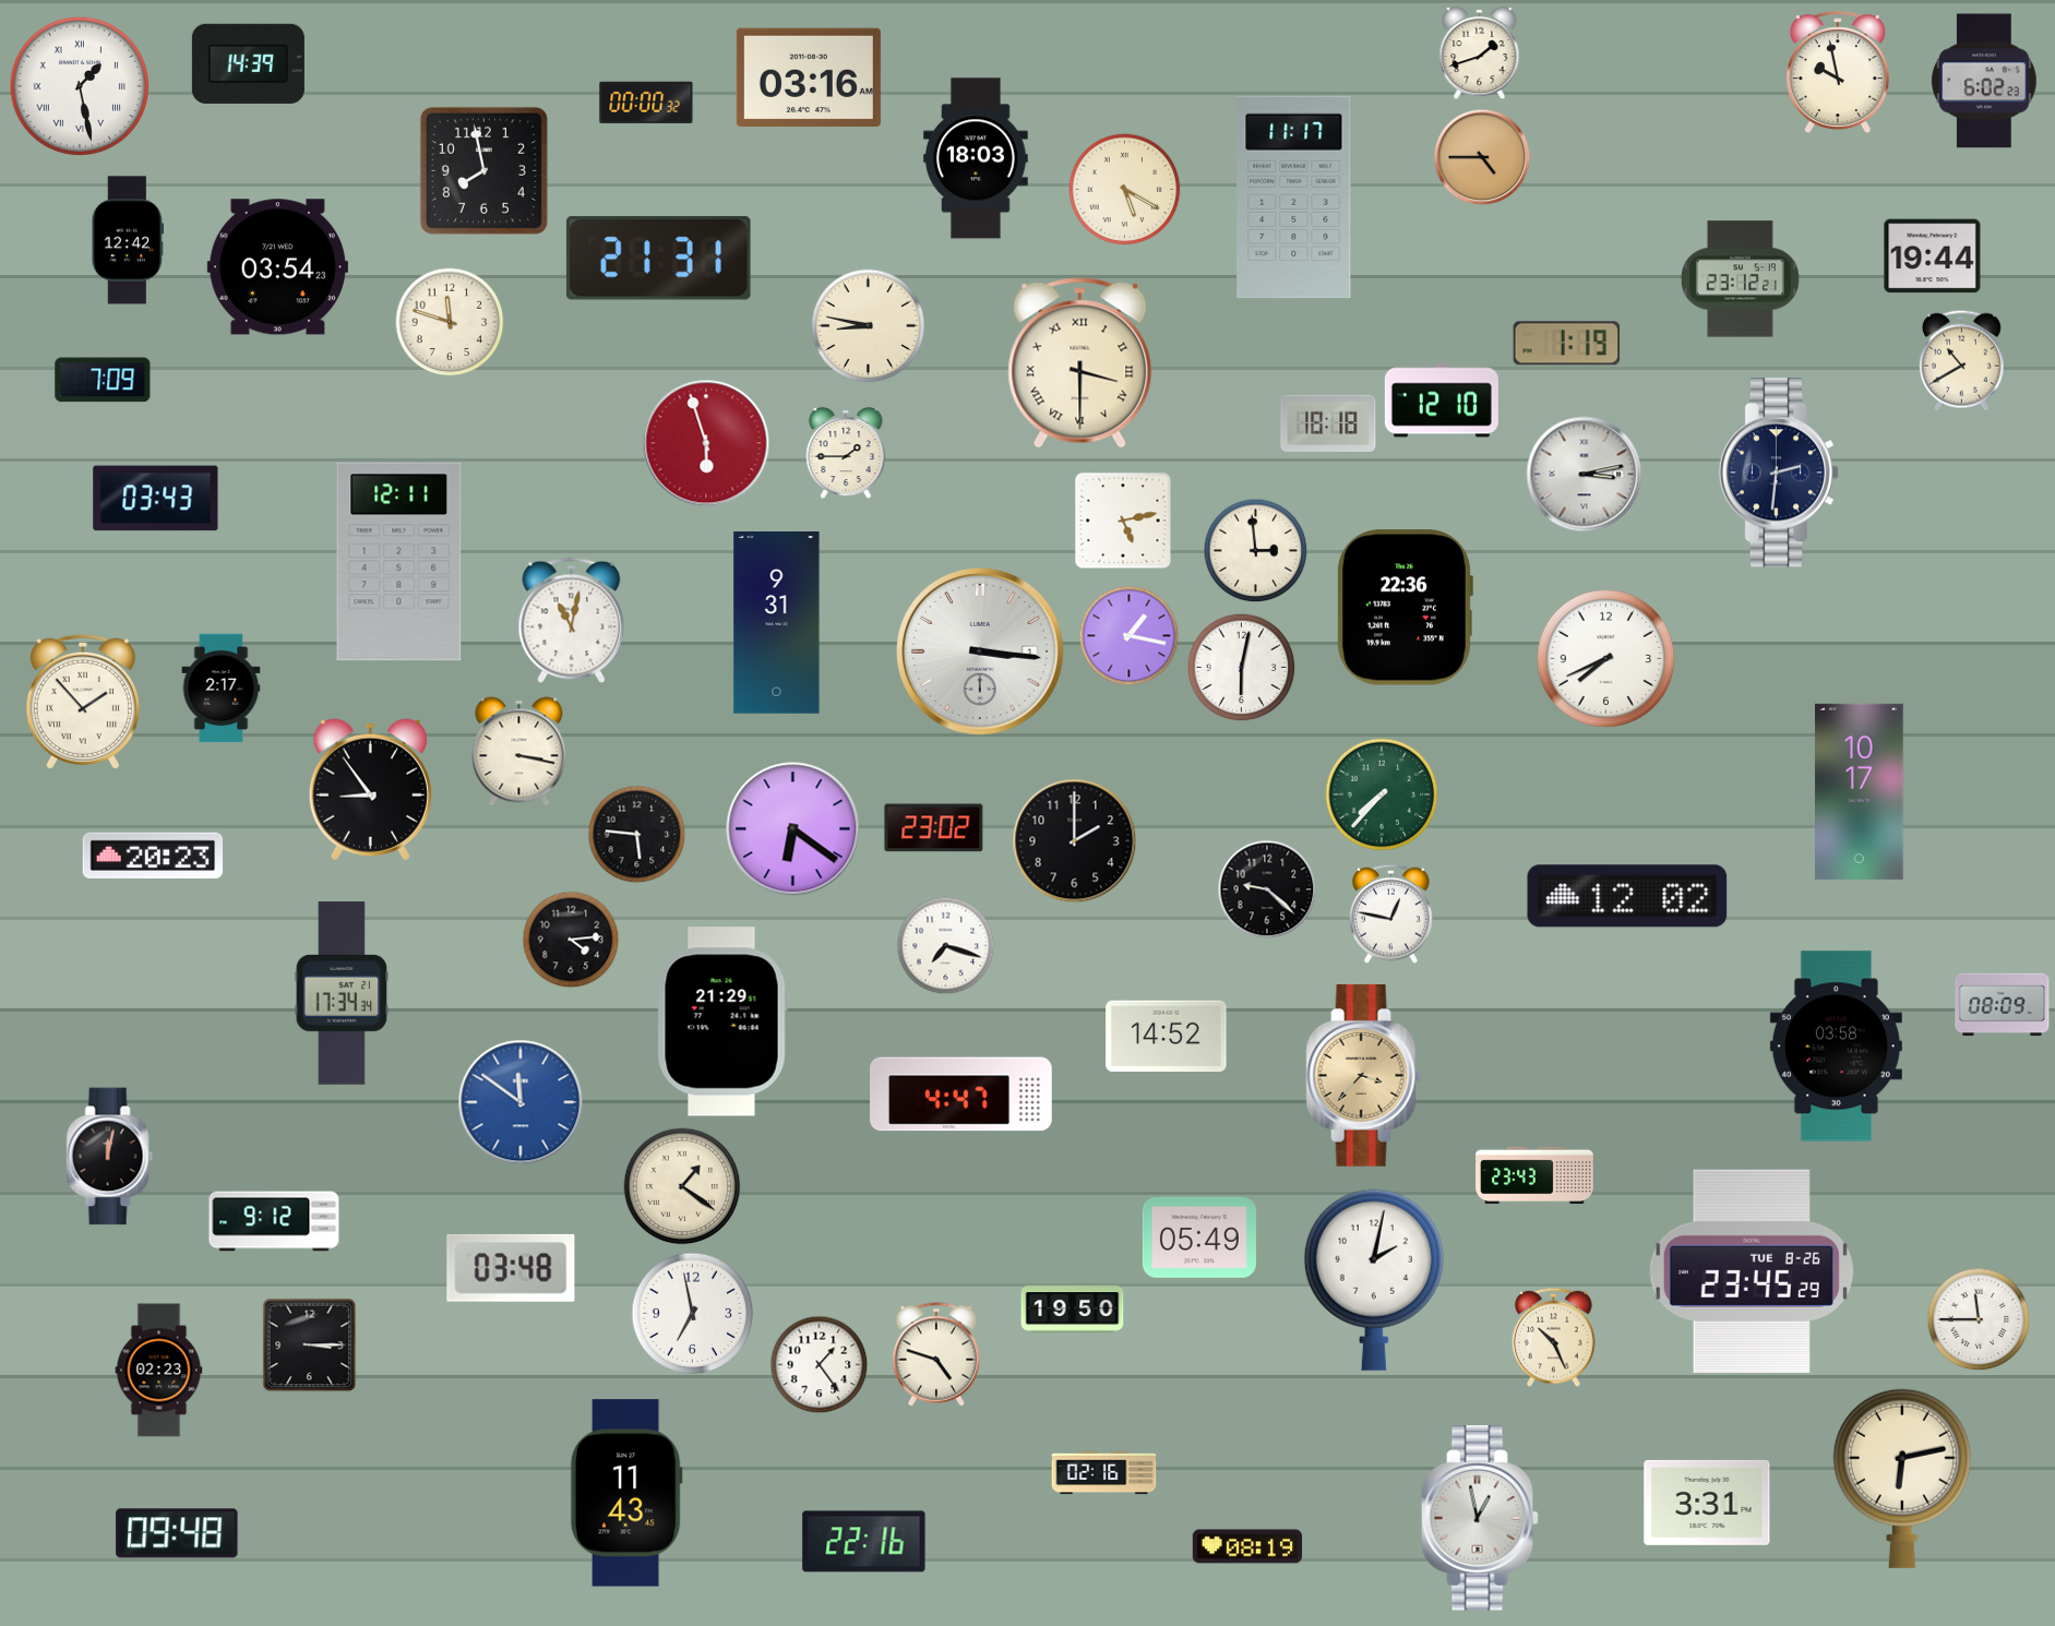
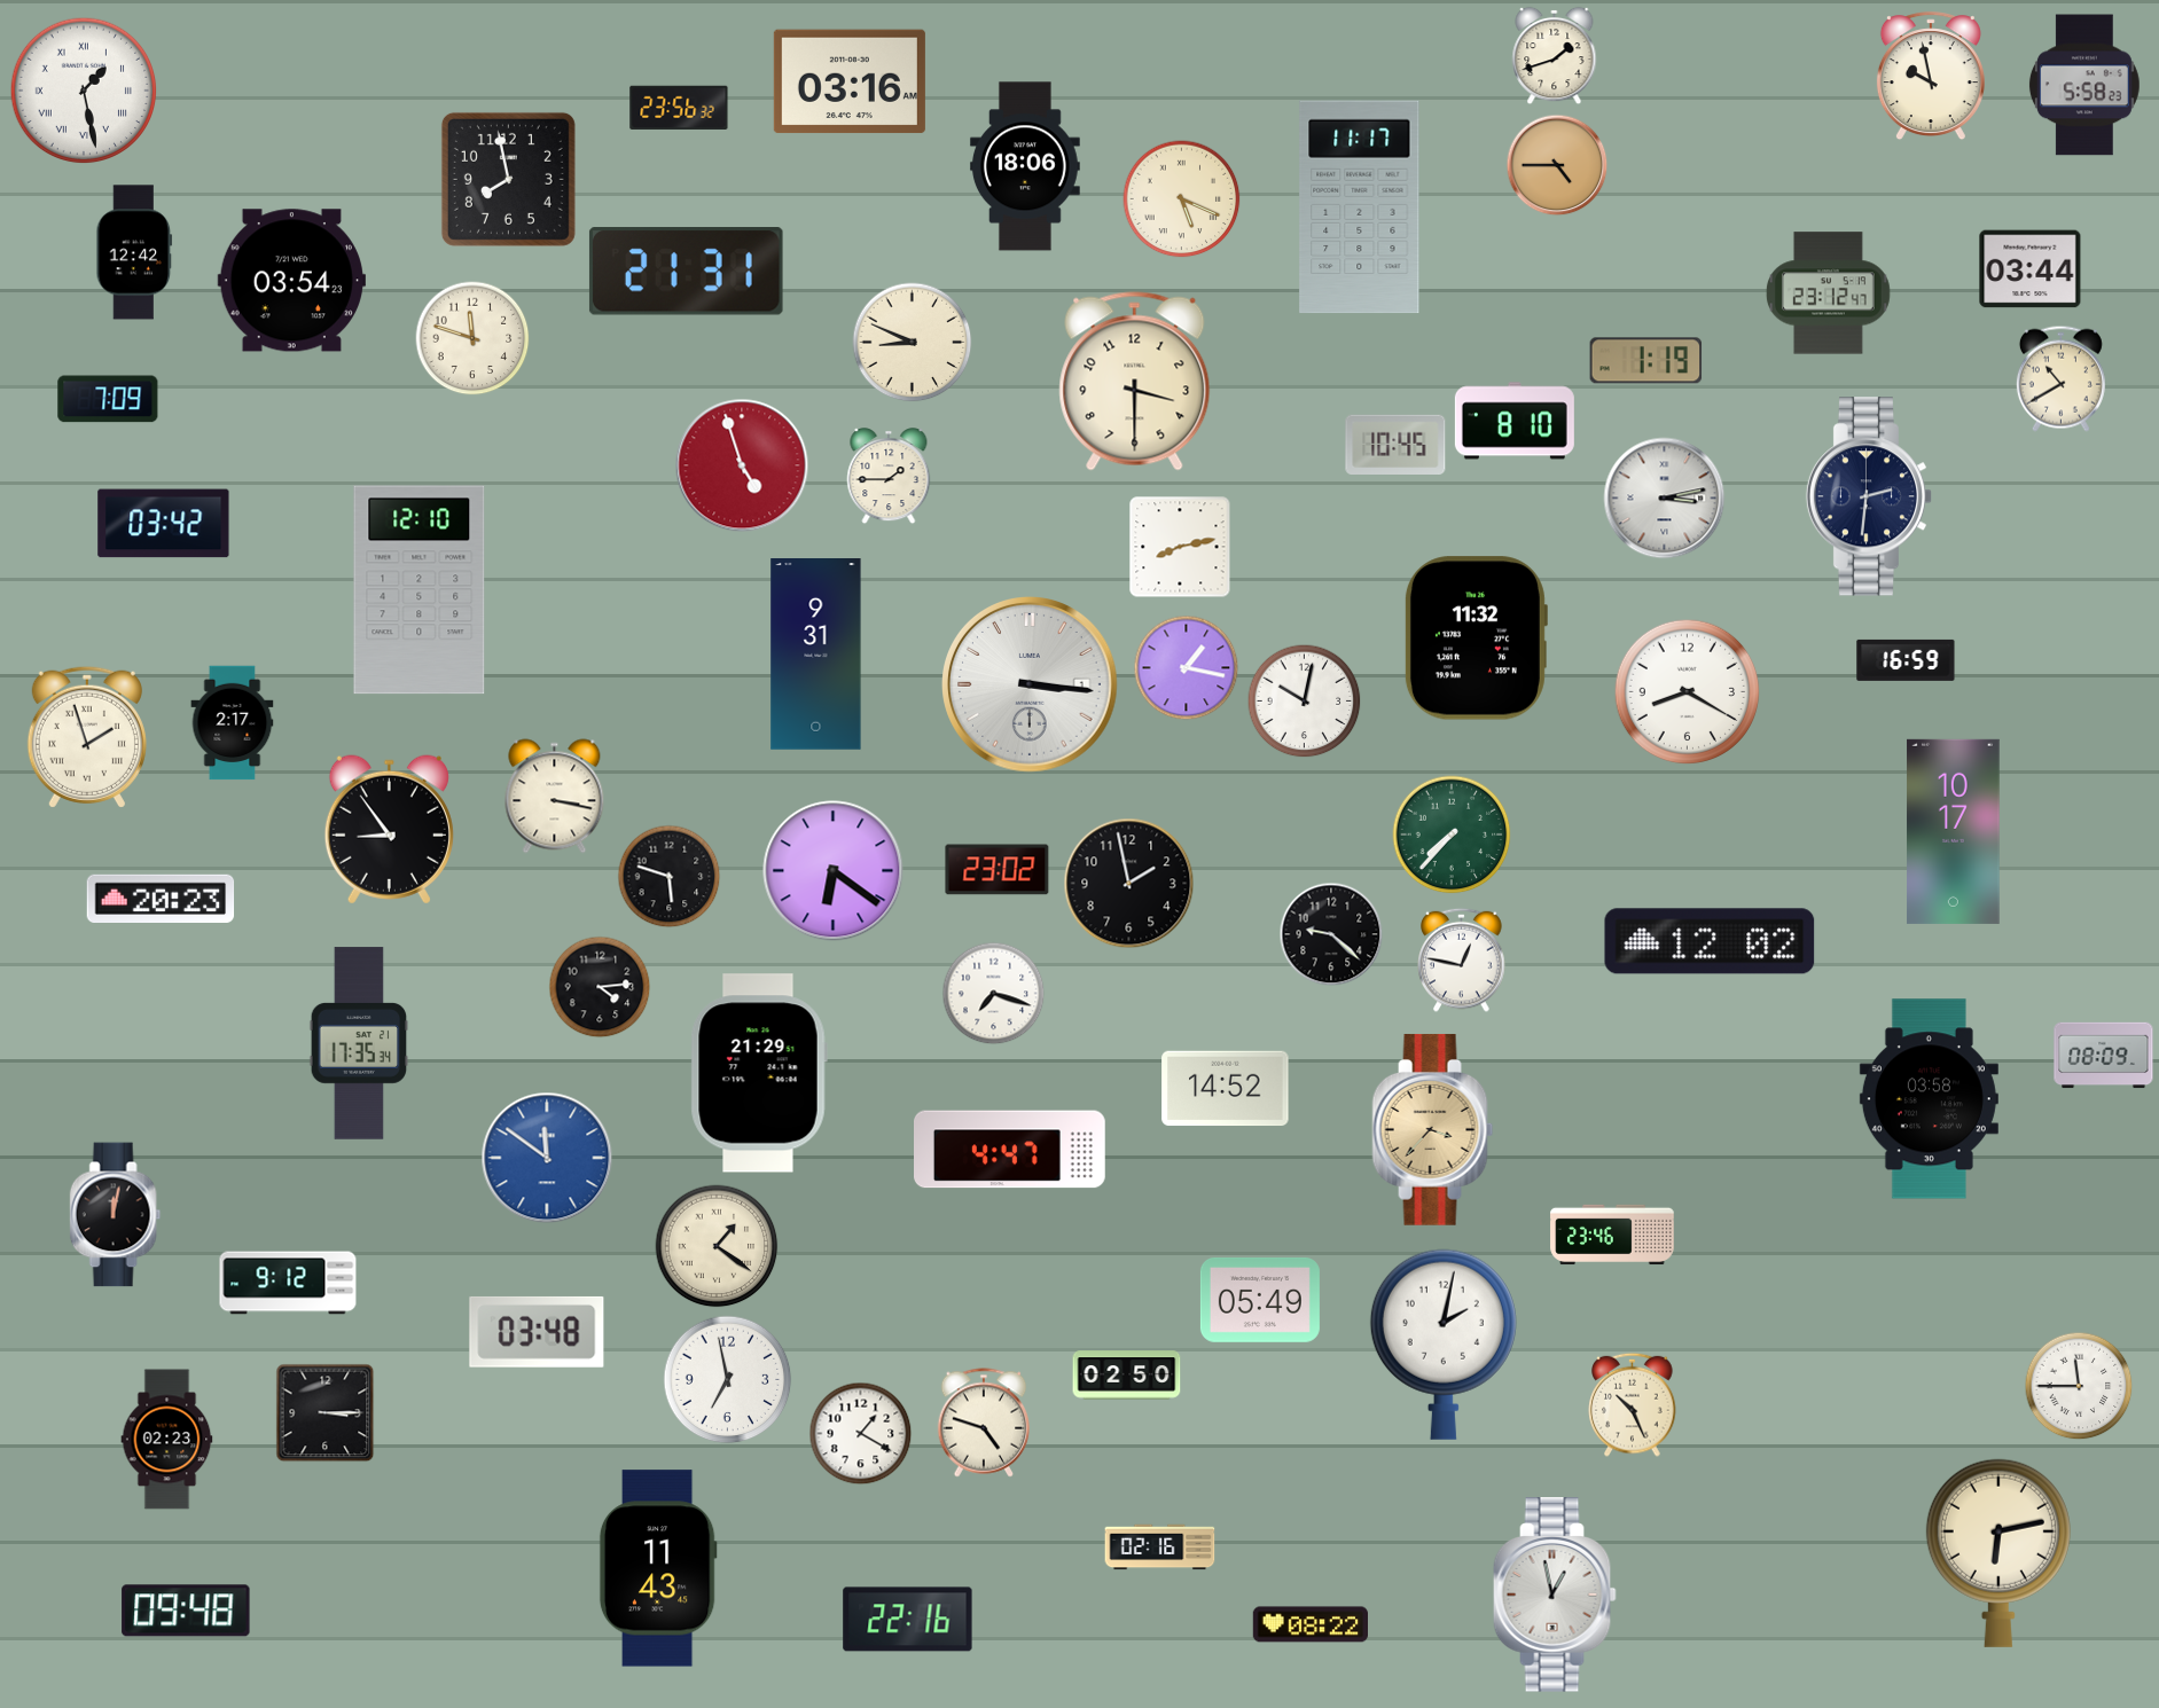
clock at (248, 63): 14:39 -> none
clock at (1984, 81): 6:02 -> 5:58
clock at (646, 101): 00:00 -> 23:56
clock at (976, 158): 18:03 -> 18:06
clock at (1125, 190): 5:20 -> 5:19
clock at (1933, 256): 19:44 -> 03:44
clock at (658, 259) position: (658, 259) -> (686, 272)
clock at (1741, 279): 23:12:21 -> 23:12:47
clock at (869, 326): 8:47 -> 8:49
clock at (1080, 363) numerals: Roman -> Arabic
clock at (1442, 400): 12:10 -> 8:10
clock at (1328, 422): 18:18 -> 10:45
clock at (706, 443): 5:57 -> 4:57
clock at (156, 499): 03:43 -> 03:42
clock at (1123, 521): 5:13 -> 8:13
clock at (1256, 551): 2:59 -> none
clock at (399, 562): 12:11 -> 12:10
clock at (1405, 608): 22:36 -> 11:32
clock at (572, 621): 11:02 -> none
clock at (1906, 660): none -> 16:59
clock at (1606, 659): 7:41 -> 8:20
clock at (1242, 668): 6:02 -> 10:02
clock at (83, 702): 1:53 -> 1:57
clock at (519, 752) position: (519, 752) -> (555, 797)
clock at (934, 828) position: (934, 828) -> (998, 870)
clock at (637, 835): 5:46 -> 5:48
clock at (1075, 841): 2:00 -> 1:58
clock at (342, 993): 17:34 -> 17:35
clock at (1534, 1175): 23:43 -> 23:46
clock at (1752, 1271): 23:45 -> none
clock at (1073, 1310): 19:50 -> 02:50
clock at (820, 1365): 1:24 -> 1:20
clock at (1707, 1503): 3:31 -> none
clock at (1246, 1546): 08:19 -> 08:22
